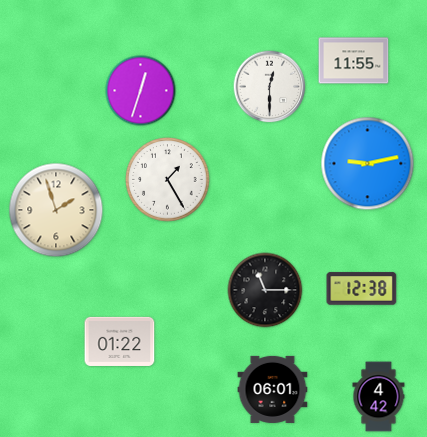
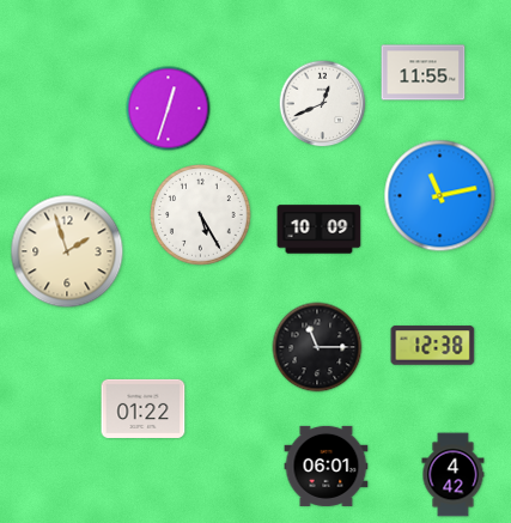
clock at (270, 87): 12:30 -> 12:41
clock at (368, 164): 9:13 -> 11:13
clock at (168, 180): 1:25 -> 5:25
clock at (320, 230): none -> 10:09
